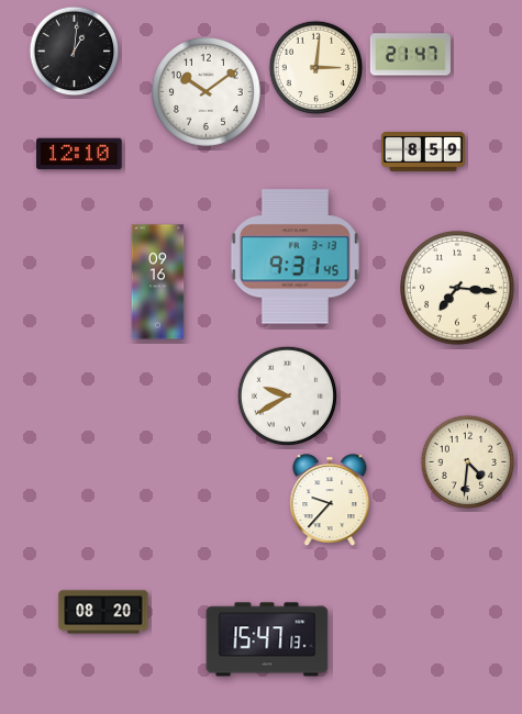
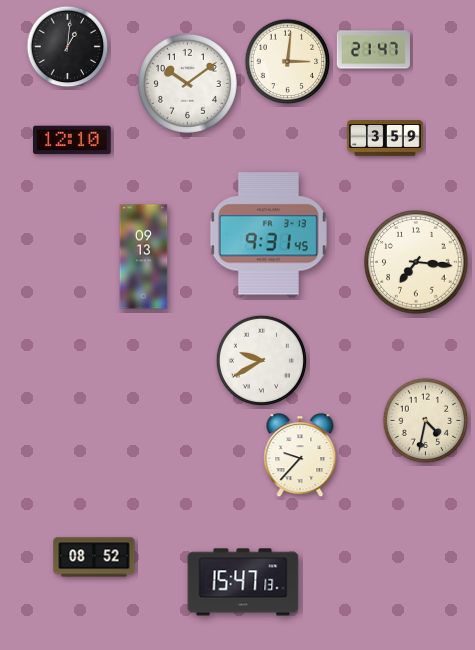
clock at (424, 153): 8:59 -> 3:59
clock at (158, 282): 09:16 -> 09:13
clock at (468, 462): 4:31 -> 4:32
clock at (103, 612): 08:20 -> 08:52
